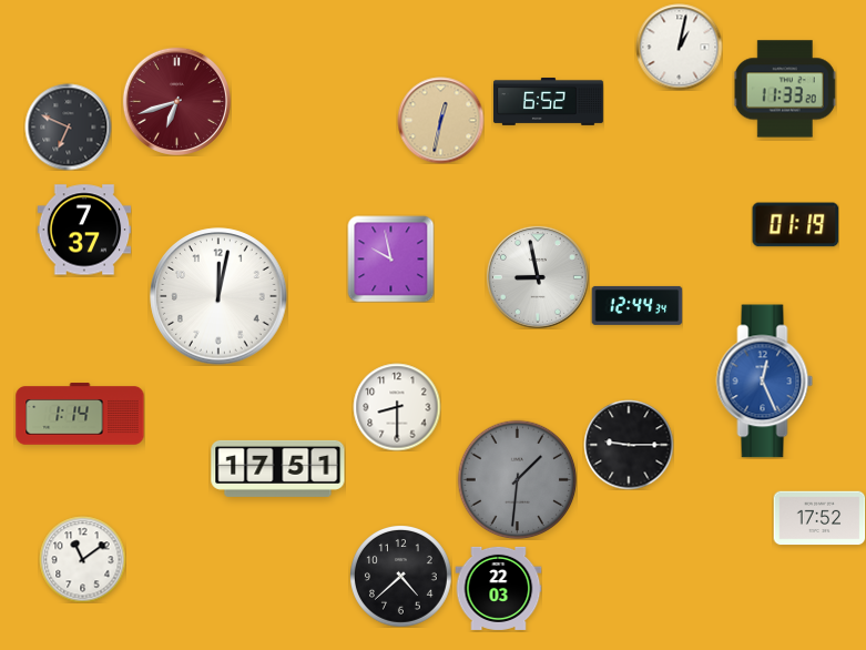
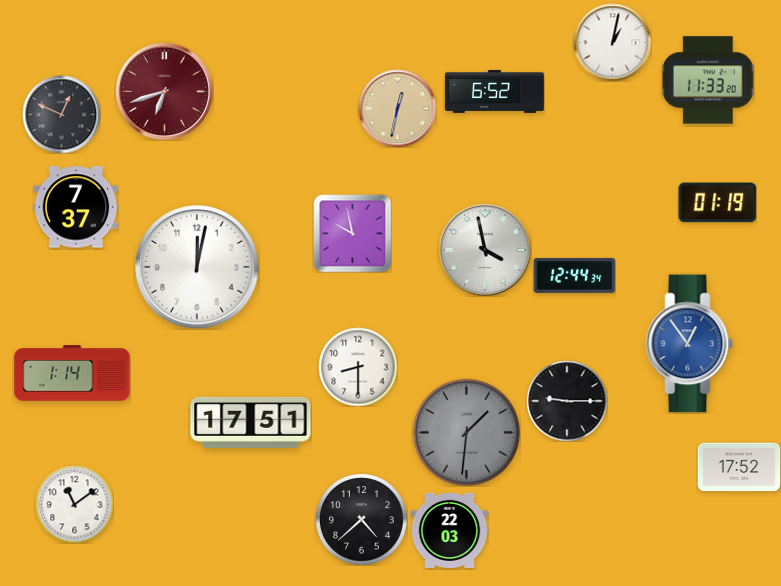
clock at (176, 101) position: (176, 101) -> (164, 91)
clock at (68, 126): 6:49 -> 12:49
clock at (538, 277): 8:58 -> 3:58
clock at (765, 382): 12:26 -> 12:54
